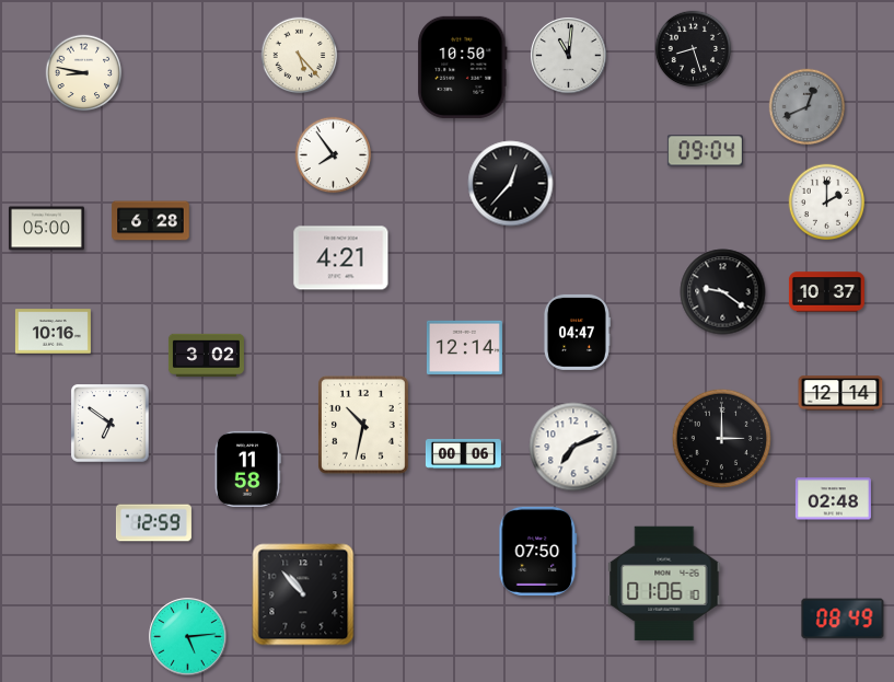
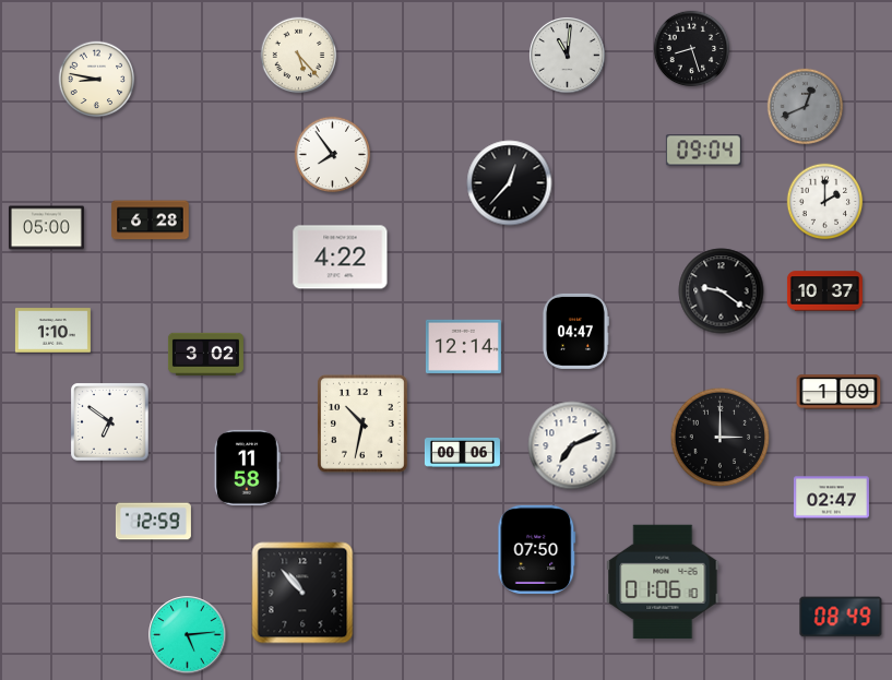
clock at (463, 67): 10:50 -> none
clock at (84, 73) position: (84, 73) -> (97, 80)
clock at (341, 258): 4:21 -> 4:22
clock at (53, 332): 10:16 -> 1:10
clock at (840, 393): 12:14 -> 1:09
clock at (833, 499): 02:48 -> 02:47
